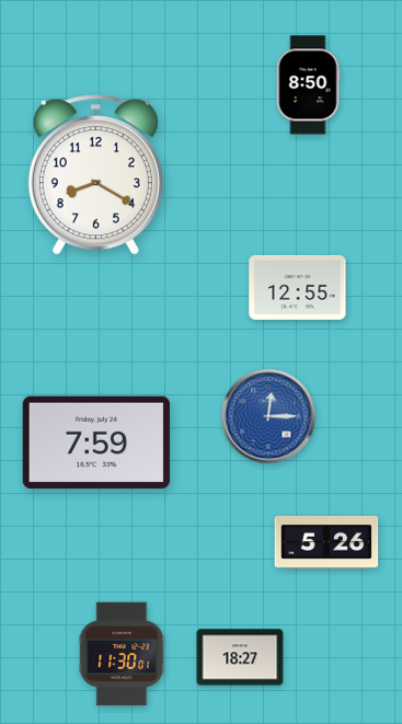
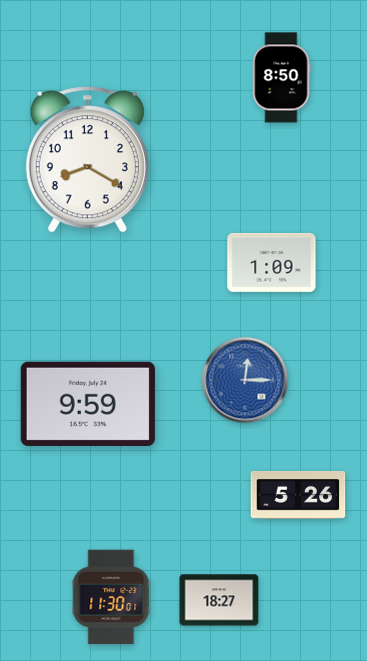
clock at (298, 287): 12:55 -> 1:09
clock at (96, 443): 7:59 -> 9:59
